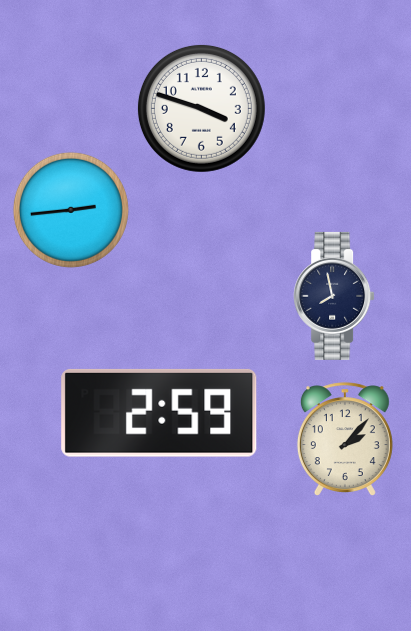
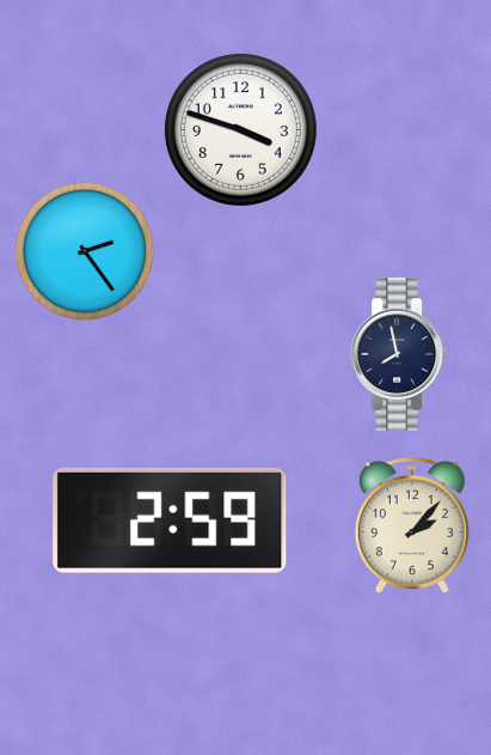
clock at (71, 210): 2:44 -> 2:24
clock at (159, 413) position: (159, 413) -> (170, 520)
